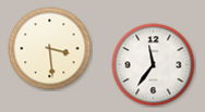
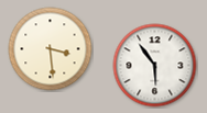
clock at (154, 65): 11:36 -> 5:54
